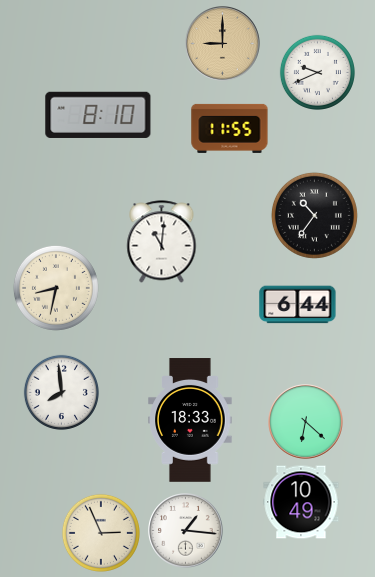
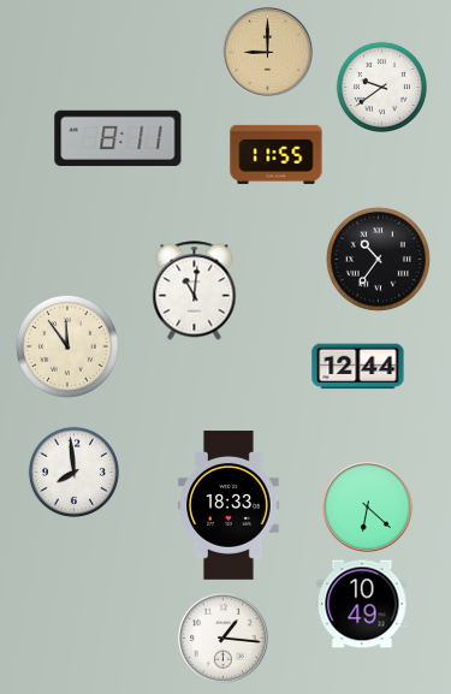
clock at (317, 72): 9:41 -> 9:39
clock at (98, 115): 8:10 -> 8:11
clock at (56, 288): 8:32 -> 11:54
clock at (298, 305): 6:44 -> 12:44
clock at (101, 533): 2:56 -> none
